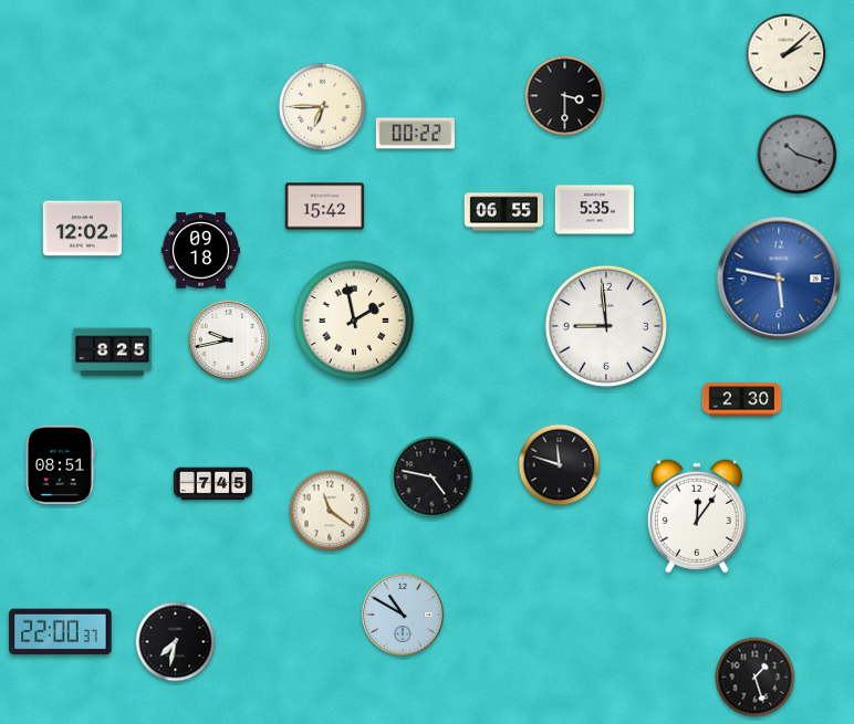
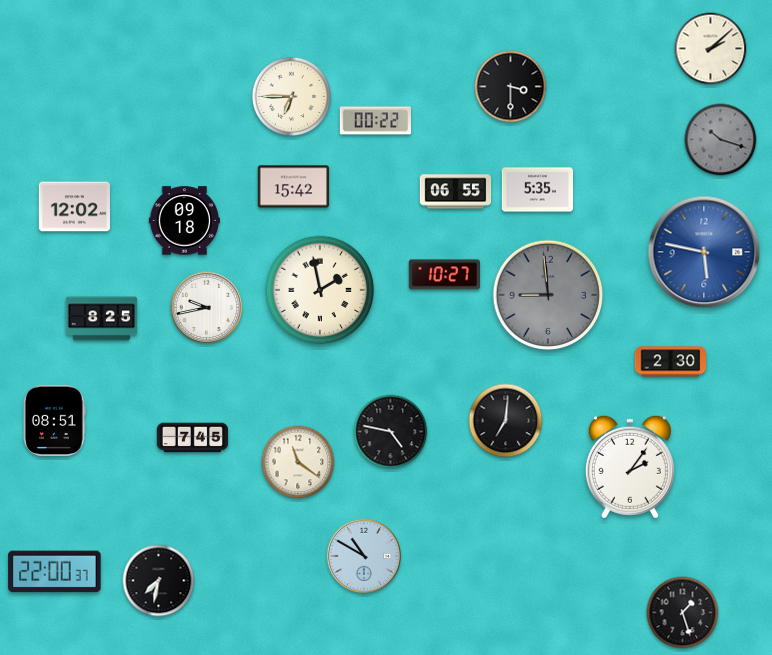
clock at (201, 251) position: (201, 251) -> (185, 221)
clock at (444, 275): none -> 10:27
clock at (606, 326) dial: white -> grey
clock at (560, 465): 11:48 -> 7:01
clock at (697, 516): 12:06 -> 2:06
